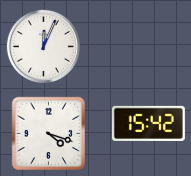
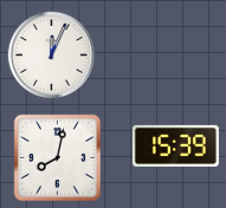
clock at (148, 123): 15:42 -> 15:39
clock at (48, 133): 4:18 -> 8:02
